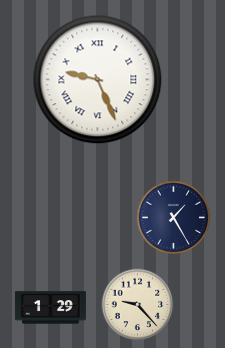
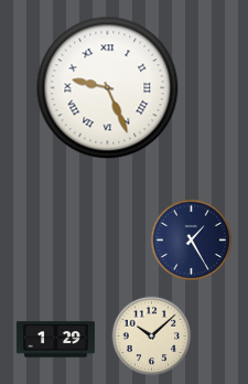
clock at (138, 305): 9:23 -> 10:08
